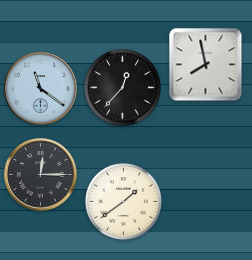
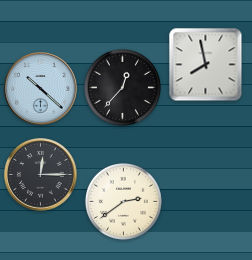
clock at (41, 89): 11:21 -> 10:22
clock at (123, 201): 1:39 -> 2:39
